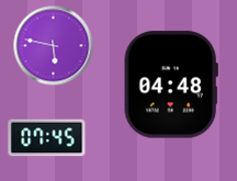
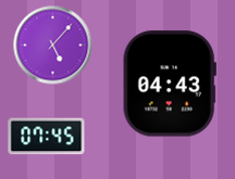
clock at (54, 46): 5:47 -> 5:07
clock at (171, 84): 04:48 -> 04:43
